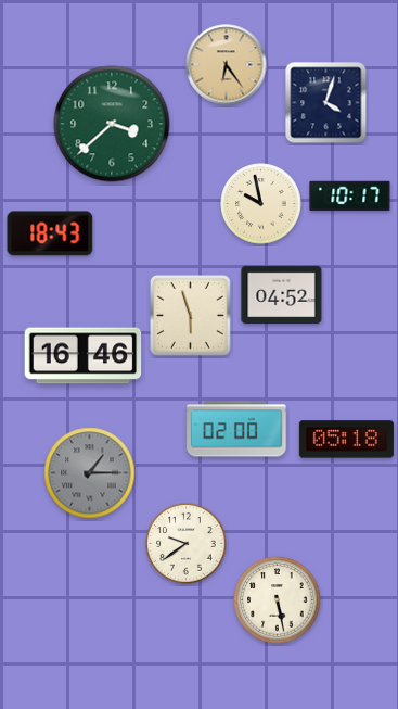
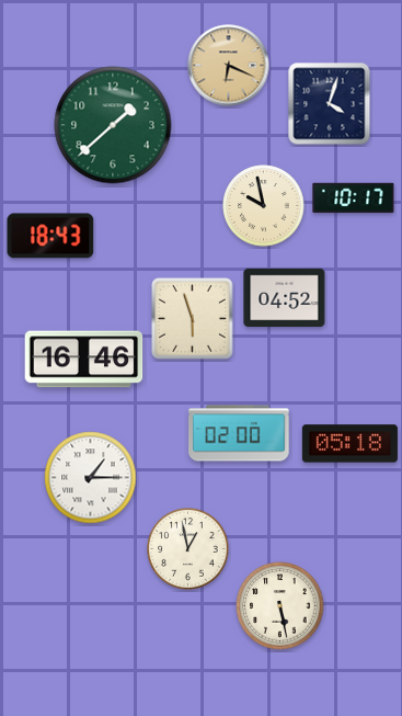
clock at (227, 65): 6:24 -> 6:19
clock at (112, 124): 3:38 -> 1:38
clock at (90, 473) dial: grey -> white
clock at (187, 544): 9:39 -> 12:58
